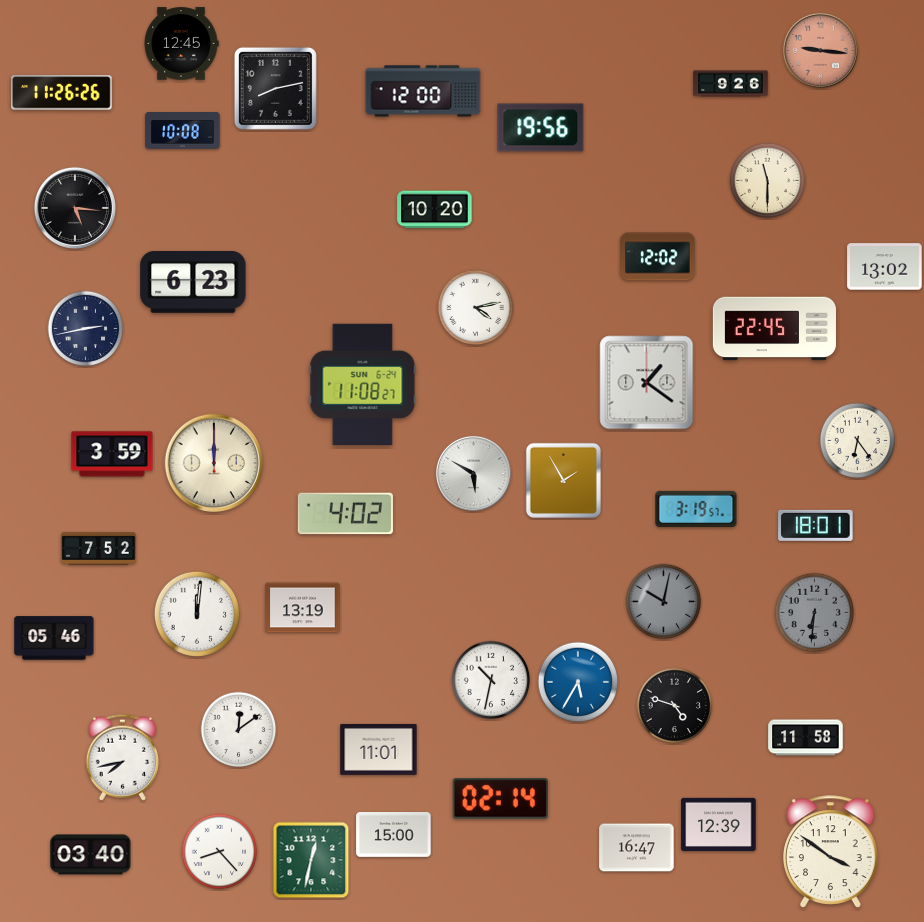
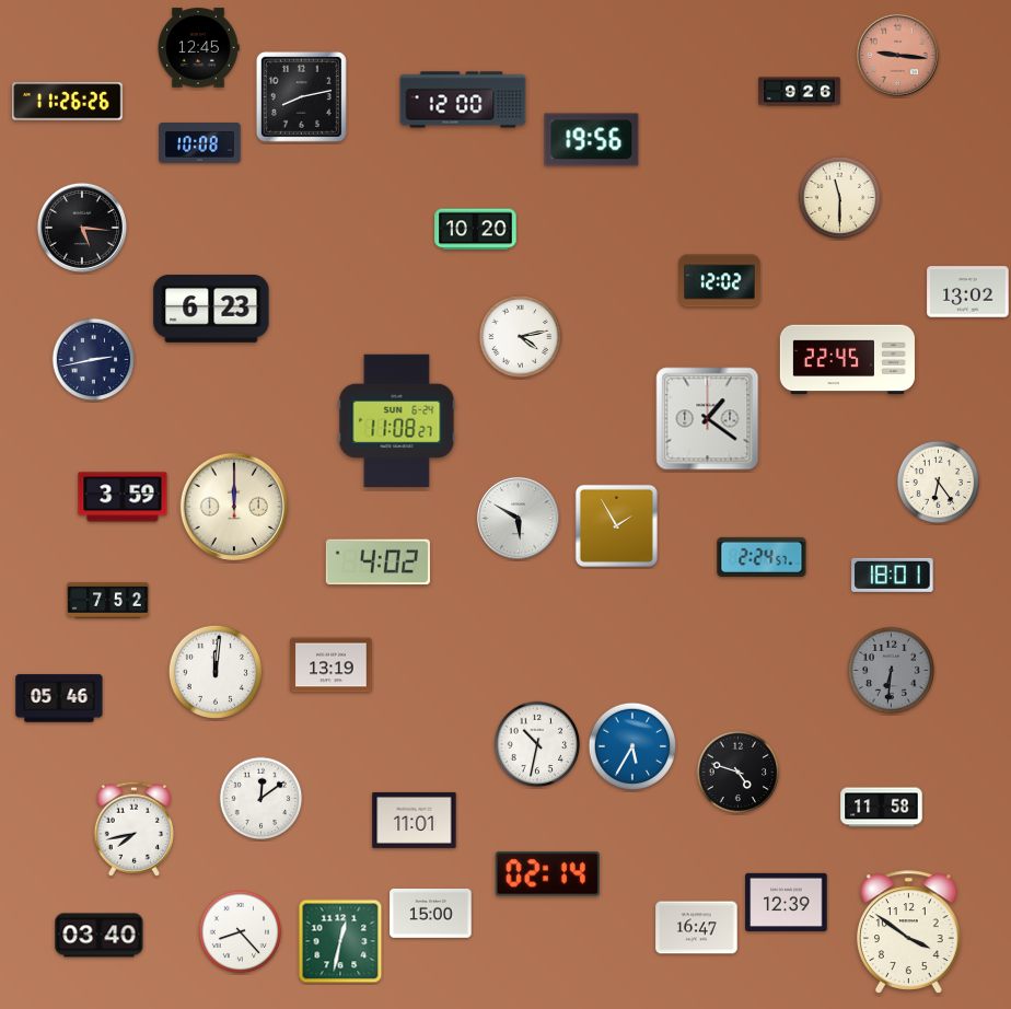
clock at (696, 509): 3:19 -> 2:24
clock at (664, 602): 10:02 -> none
